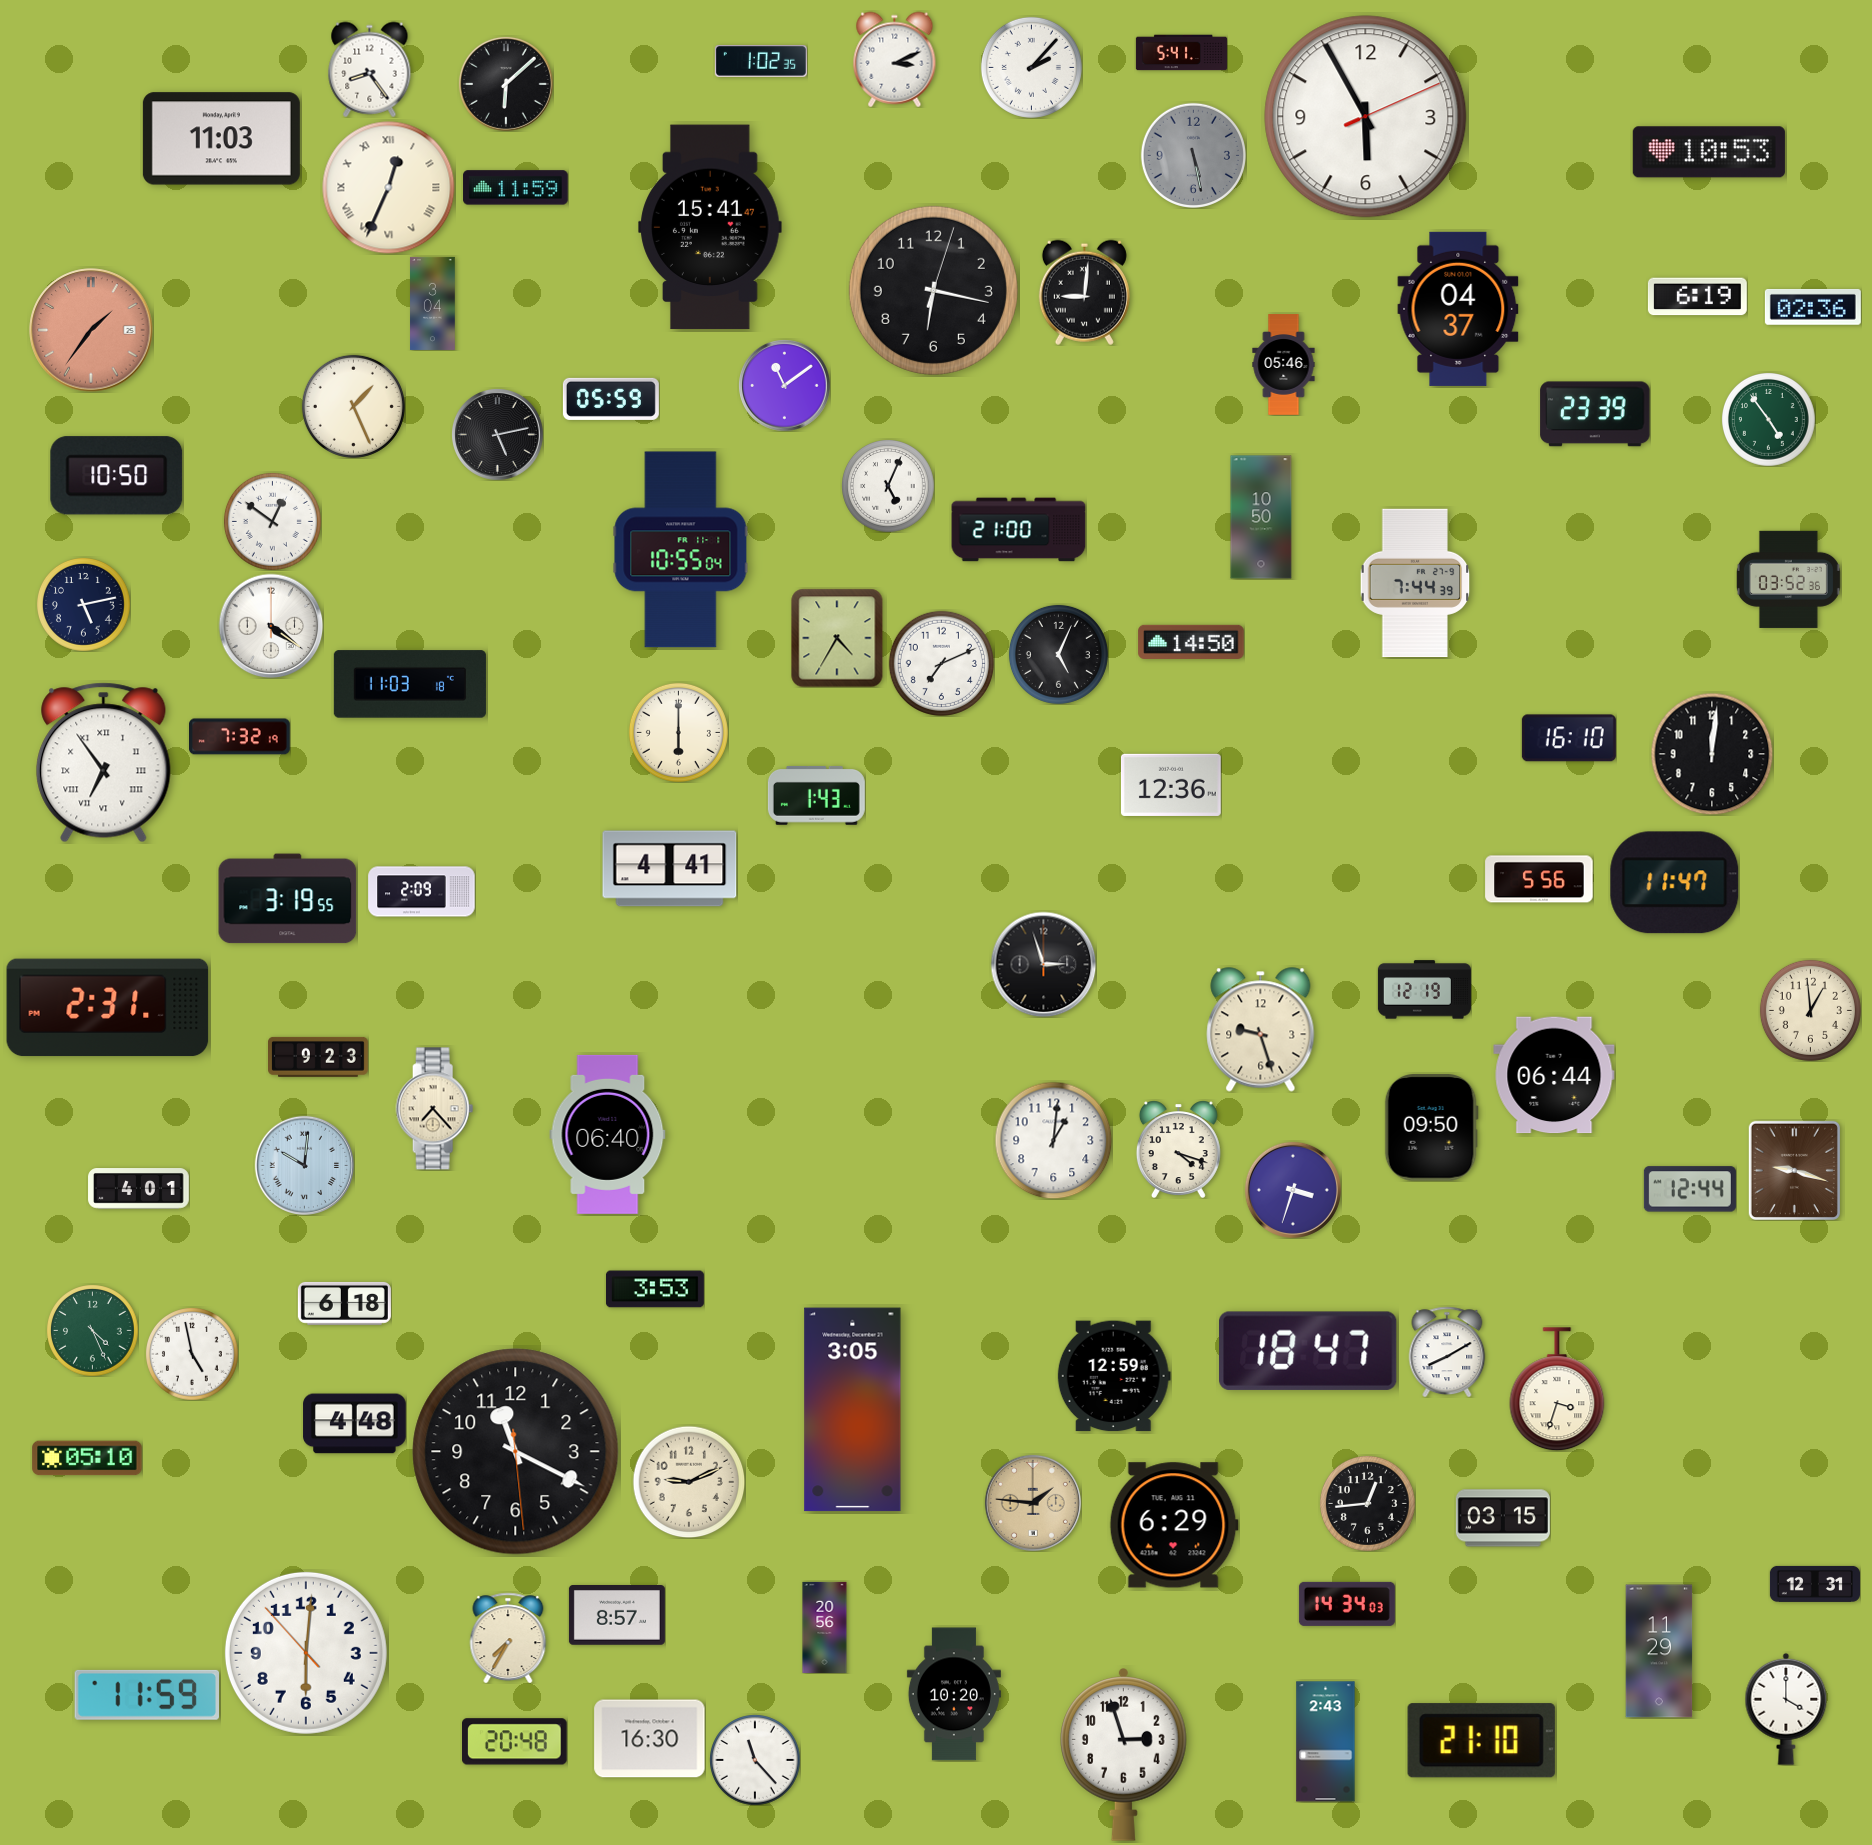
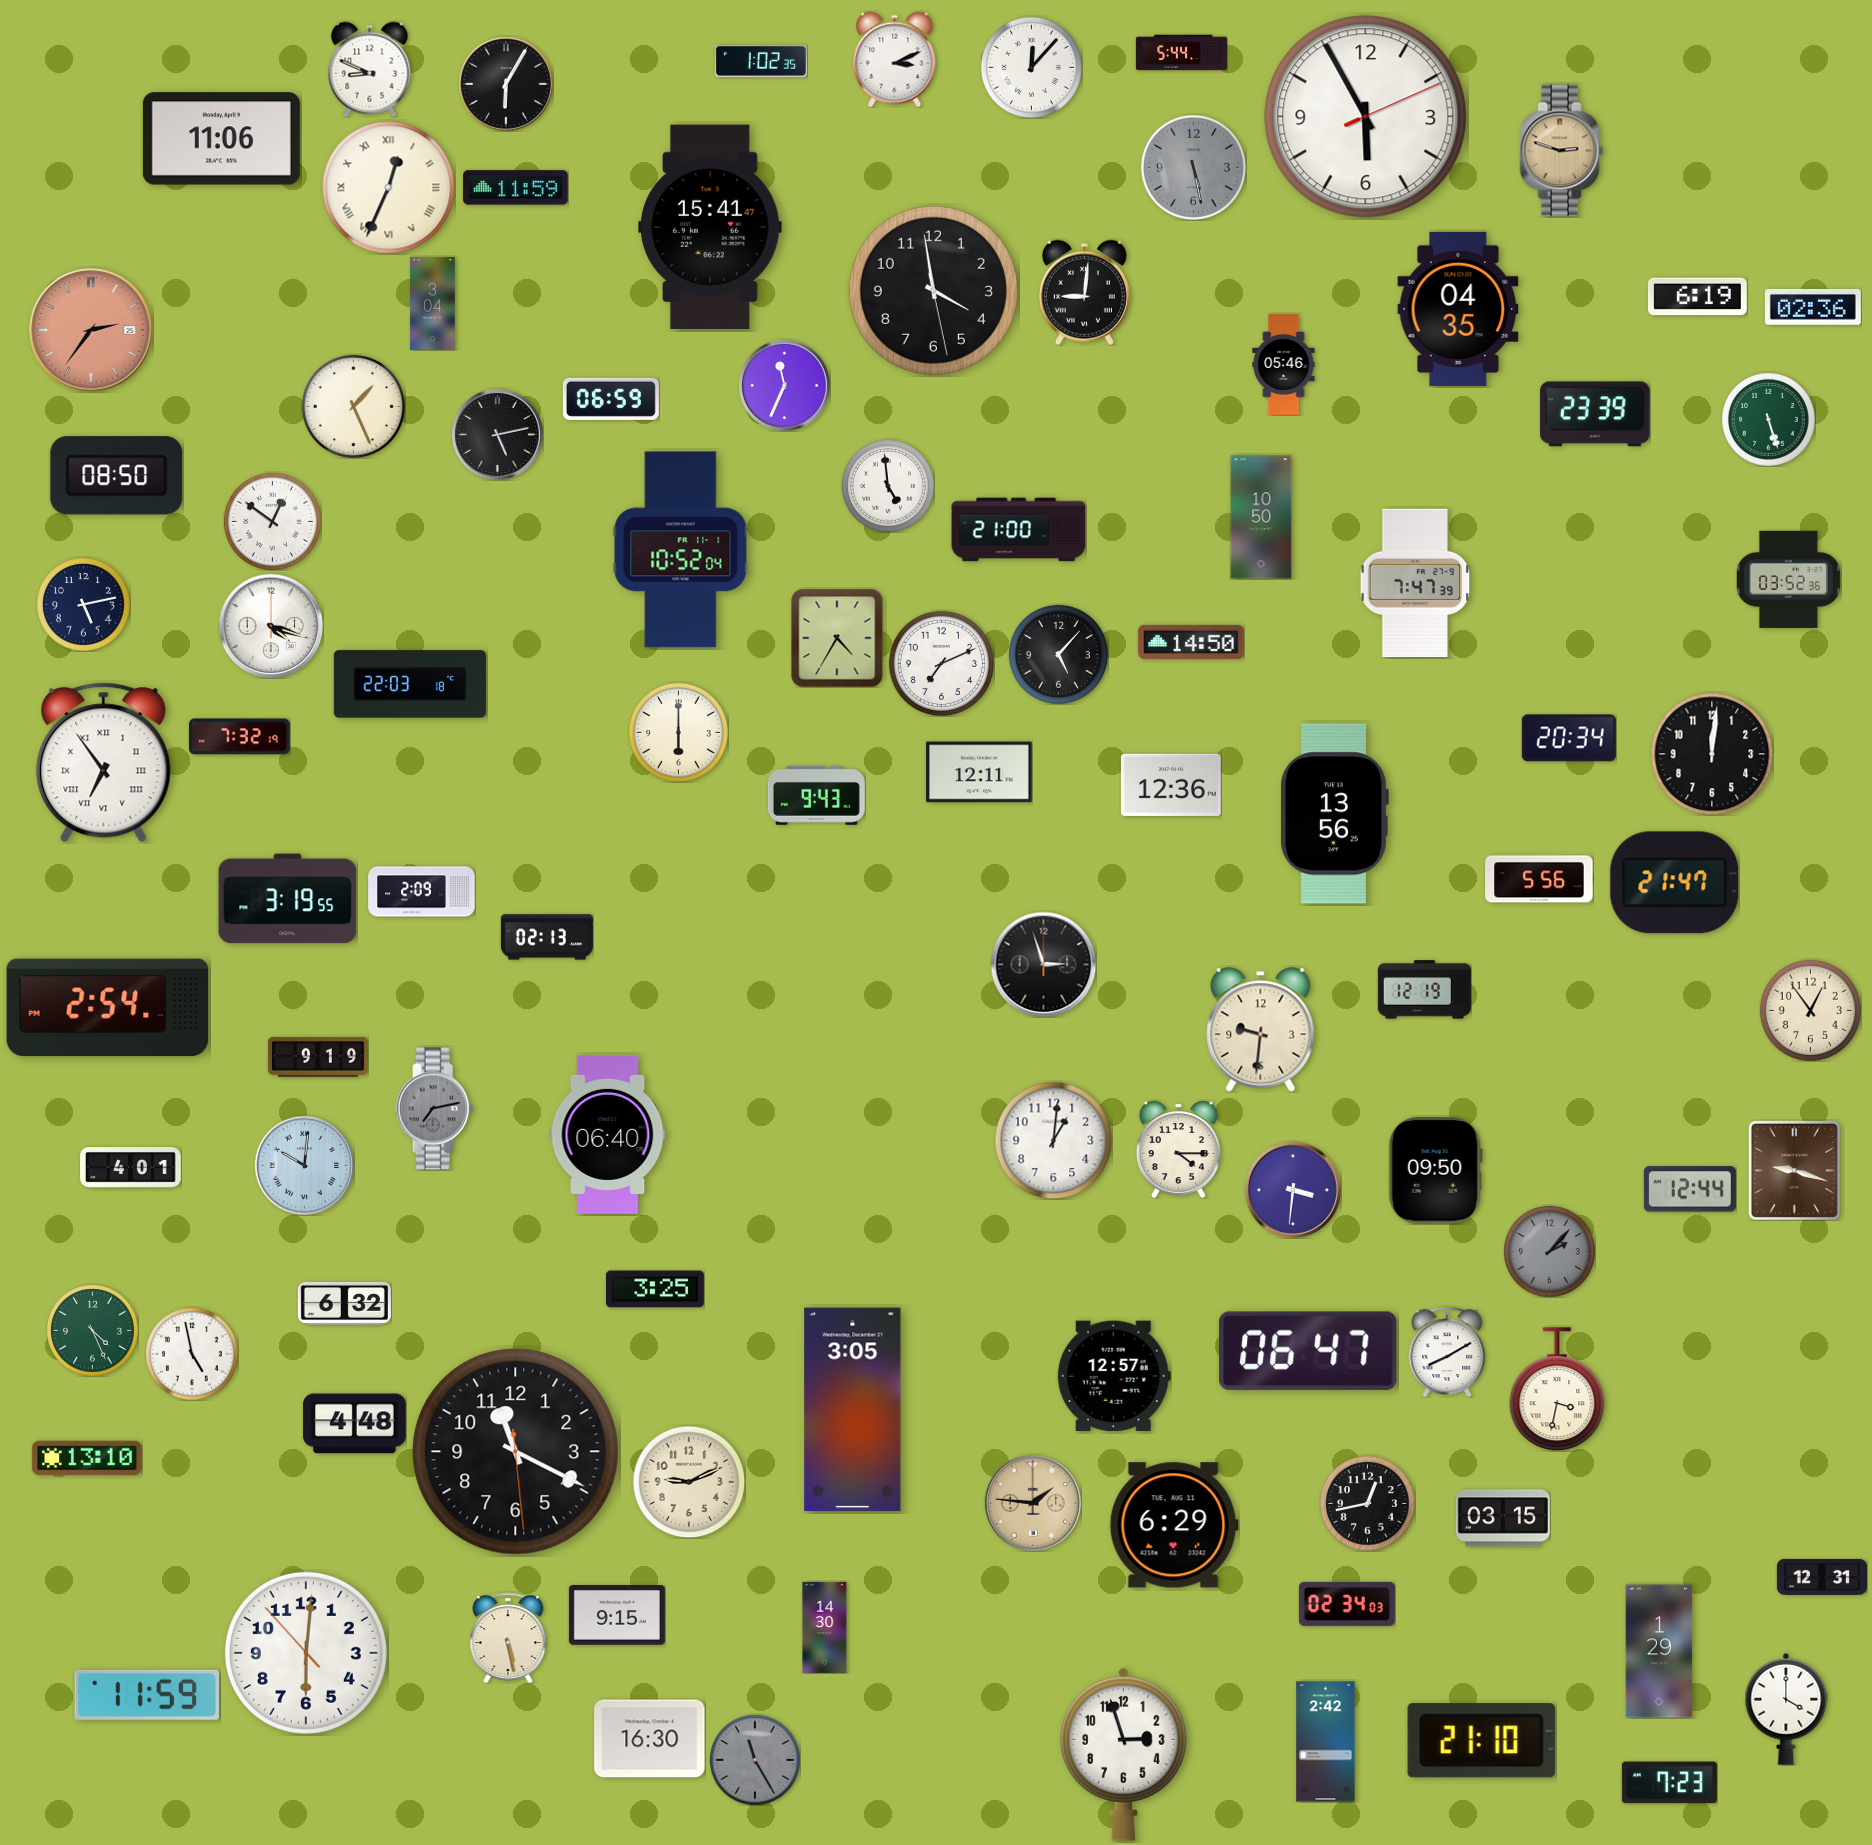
clock at (1181, 53): 5:41 -> 5:44
clock at (1031, 67): 2:07 -> 12:07
clock at (370, 69): 8:24 -> 8:49
clock at (506, 84): 6:08 -> 6:05
clock at (221, 139): 11:03 -> 11:06
clock at (1562, 151): none -> 2:48
clock at (1709, 152): 10:53 -> none
clock at (1193, 155) position: (1193, 155) -> (1193, 167)
clock at (933, 290): 6:17 -> 3:58
clock at (1458, 309): 04:37 -> 04:35
clock at (91, 330): 1:36 -> 2:36
clock at (785, 386): 11:09 -> 11:34
clock at (611, 399): 05:59 -> 06:59
clock at (1769, 420): 4:54 -> 5:27
clock at (117, 476): 10:50 -> 08:50
clock at (888, 486): 5:04 -> 4:59
clock at (681, 550): 10:55 -> 10:52
clock at (1415, 582): 7:44 -> 7:47
clock at (271, 626): 4:21 -> 4:18
clock at (1058, 654): 5:04 -> 5:07
clock at (410, 684): 11:03 -> 22:03
clock at (1569, 738): 16:10 -> 20:34
clock at (979, 772): none -> 12:11
clock at (816, 795): 1:43 -> 9:43
clock at (1335, 814): none -> 13:56
clock at (670, 869): 4:41 -> none
clock at (1675, 883): 11:47 -> 21:47
clock at (547, 937): none -> 02:13
clock at (108, 1008): 2:31 -> 2:54
clock at (1810, 1010): 12:59 -> 12:54
clock at (1261, 1030): 9:27 -> 9:31
clock at (319, 1057): 9:23 -> 9:19
clock at (1554, 1075): 06:44 -> none
clock at (435, 1109): 7:23 -> 7:13
clock at (435, 1109) dial: cream -> grey
clock at (1431, 1128) position: (1431, 1128) -> (1435, 1171)
clock at (1178, 1149): 4:18 -> 4:15
clock at (139, 1189) position: (139, 1189) -> (131, 1168)
clock at (1293, 1190): 3:33 -> 3:31
clock at (1549, 1251): none -> 2:07
clock at (655, 1289): 3:53 -> 3:25
clock at (344, 1303): 6:18 -> 6:32
clock at (1309, 1351): 18:47 -> 06:47
clock at (1114, 1376): 12:59 -> 12:57
clock at (1557, 1389): 3:33 -> 3:32
clock at (87, 1458): 05:10 -> 13:10
clock at (1367, 1503): 12:44 -> 12:43
clock at (1814, 1584) position: (1814, 1584) -> (1821, 1577)
clock at (1347, 1604): 14:34 -> 02:34
clock at (617, 1616): 8:57 -> 9:15
clock at (825, 1627): 20:56 -> 14:30
clock at (508, 1638): 7:35 -> 5:28
clock at (1659, 1651): 11:29 -> 1:29
clock at (954, 1694): 10:20 -> none
clock at (515, 1742): 20:48 -> none
clock at (1326, 1742): 2:43 -> 2:42
clock at (755, 1760): 11:23 -> 11:25
clock at (755, 1760) dial: white -> grey
clock at (1669, 1783): none -> 7:23
